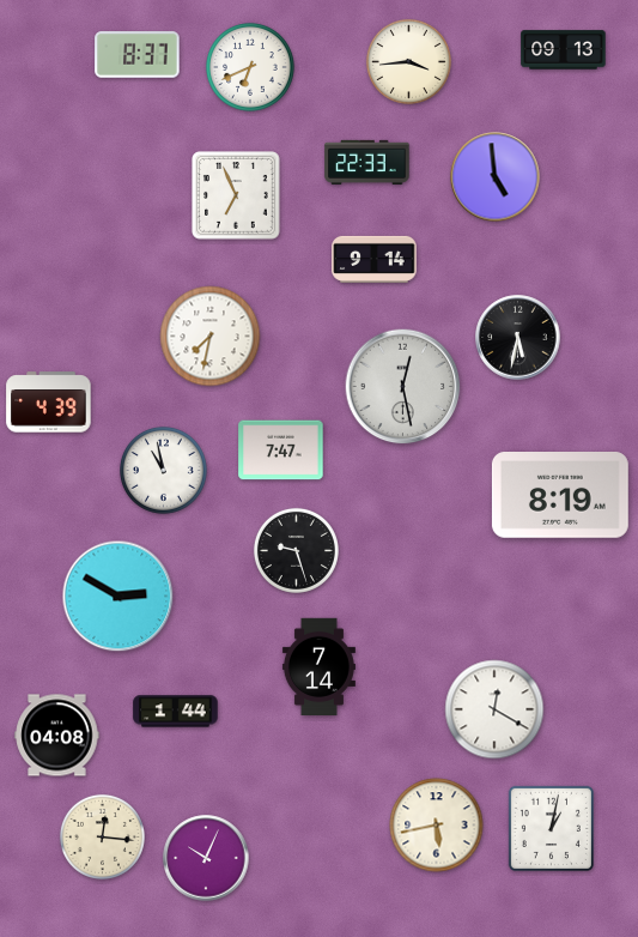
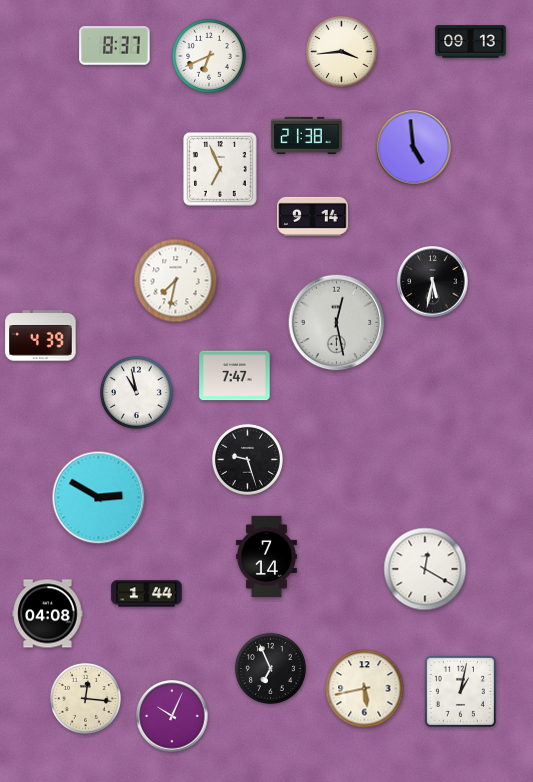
clock at (367, 162): 22:33 -> 21:38
clock at (236, 195) position: (236, 195) -> (220, 169)
clock at (560, 496): 8:19 -> none
clock at (494, 709) position: (494, 709) -> (425, 569)
clock at (270, 668): none -> 6:56
